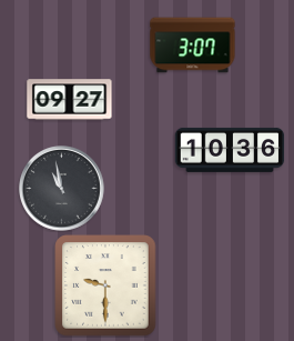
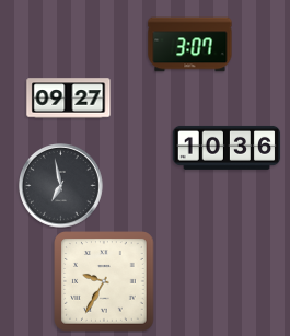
clock at (62, 189): 10:58 -> 6:58
clock at (105, 285): 9:30 -> 9:35
